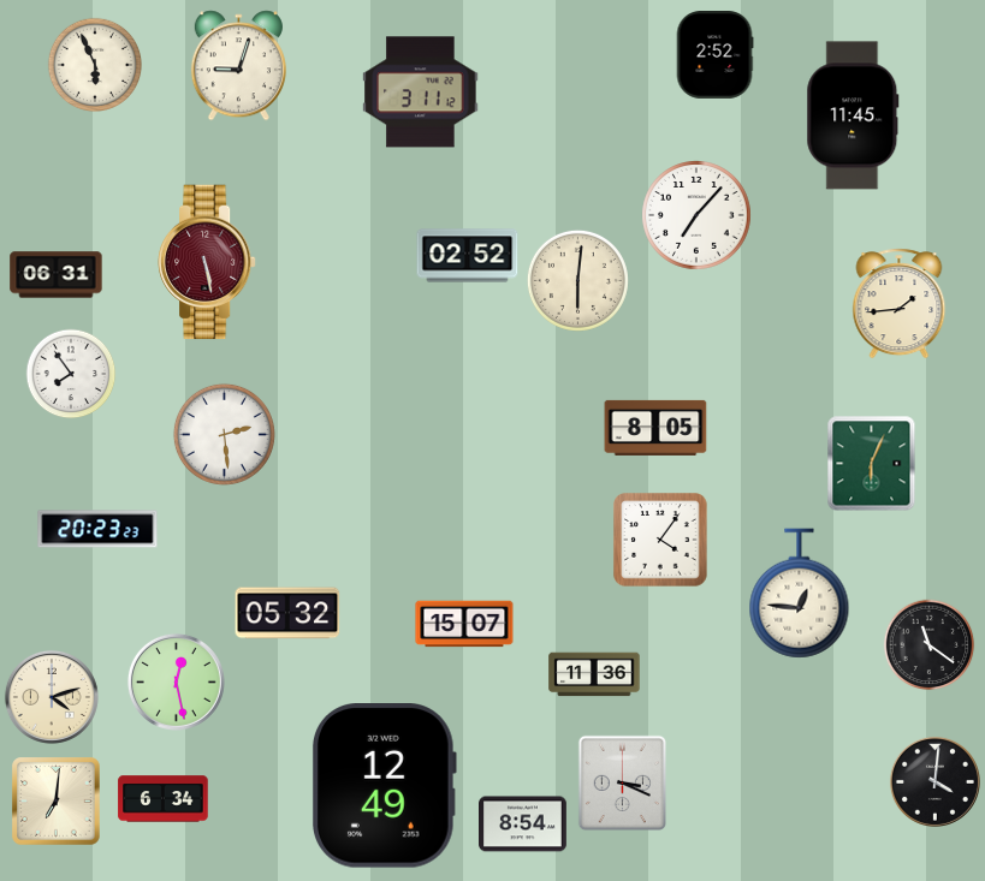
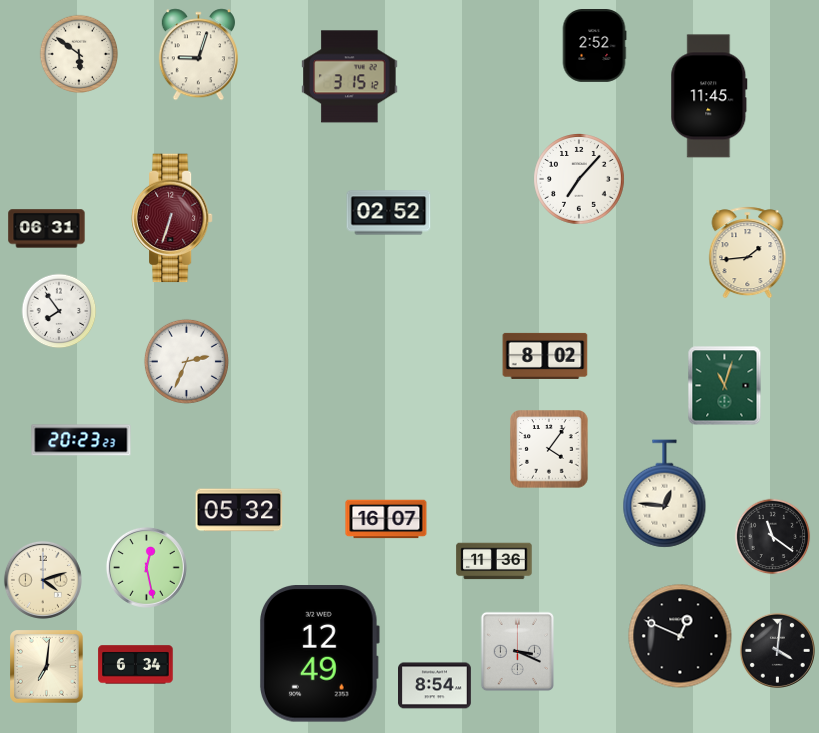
clock at (95, 65): 5:56 -> 5:51
clock at (421, 93): 3:11 -> 3:15
clock at (208, 262): 5:28 -> 6:33
clock at (577, 280): 6:01 -> none
clock at (655, 428): 8:05 -> 8:02
clock at (224, 434): 2:29 -> 2:34
clock at (872, 464): 6:04 -> 11:03
clock at (464, 624): 15:07 -> 16:07
clock at (680, 636): none -> 12:49
